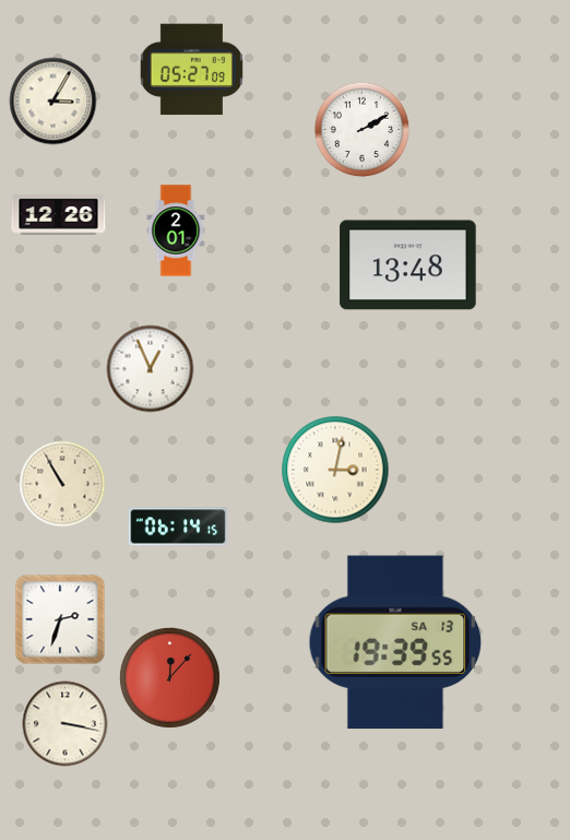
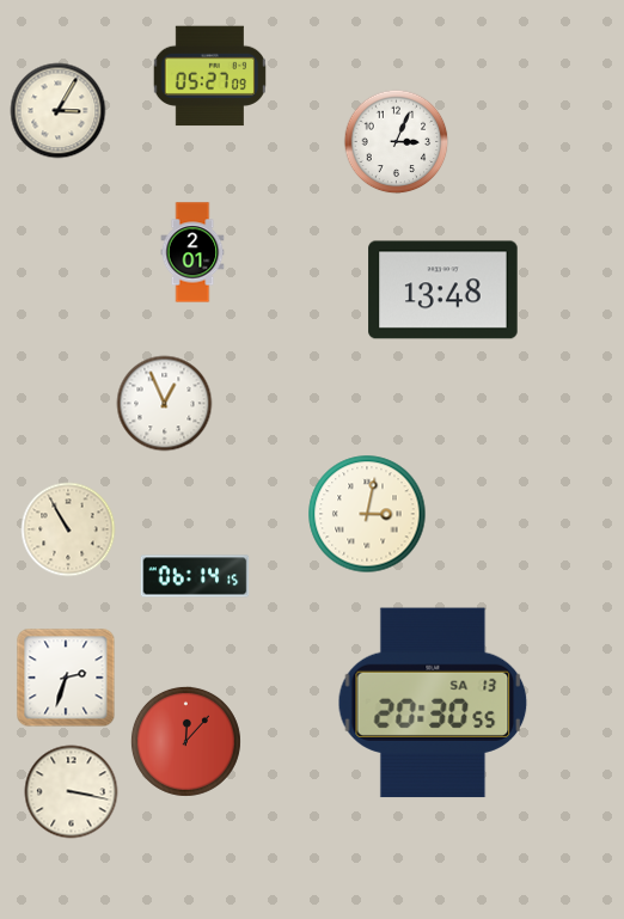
clock at (363, 130): 2:10 -> 3:04
clock at (59, 215): 12:26 -> none
clock at (408, 265) position: (408, 265) -> (443, 290)
clock at (395, 642): 19:39 -> 20:30
